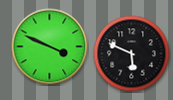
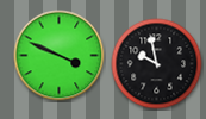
clock at (132, 54): 5:49 -> 9:58
